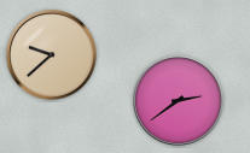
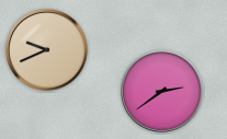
clock at (52, 55): 9:38 -> 9:41
